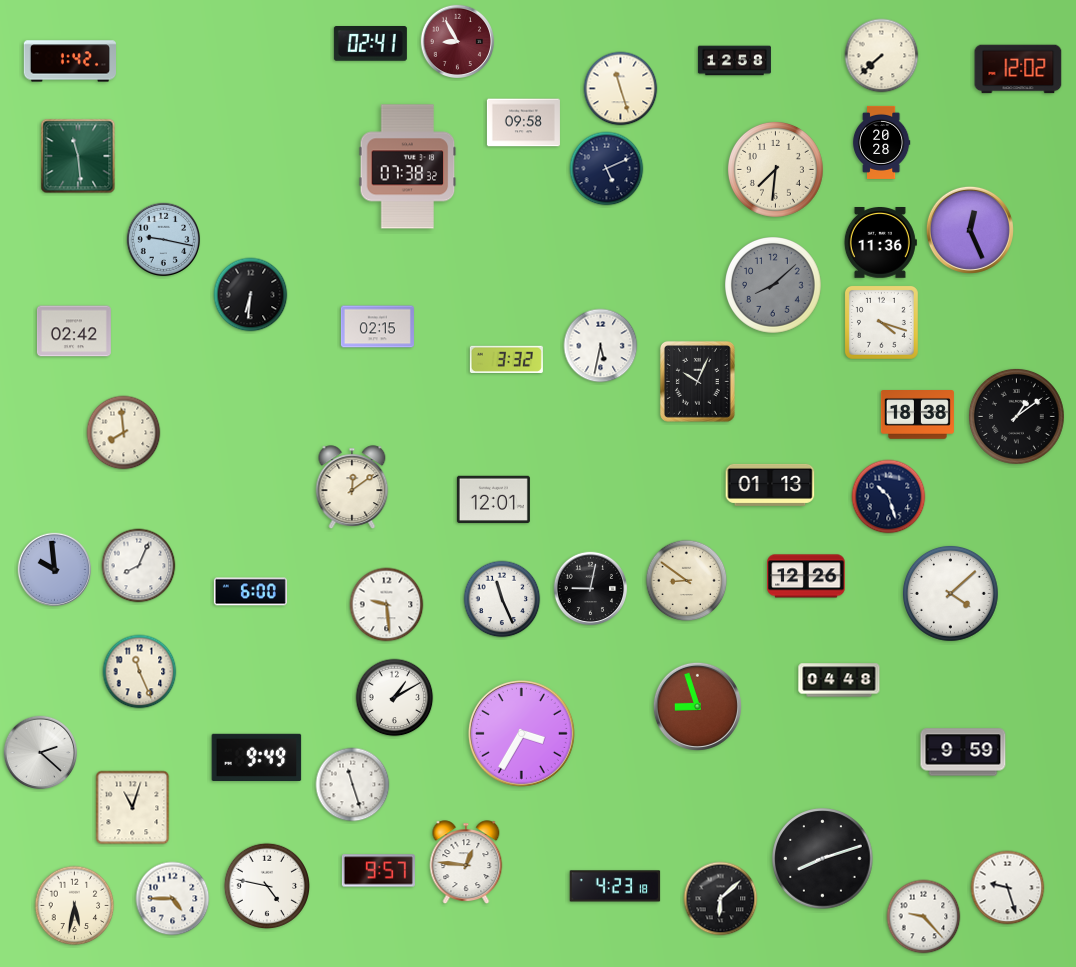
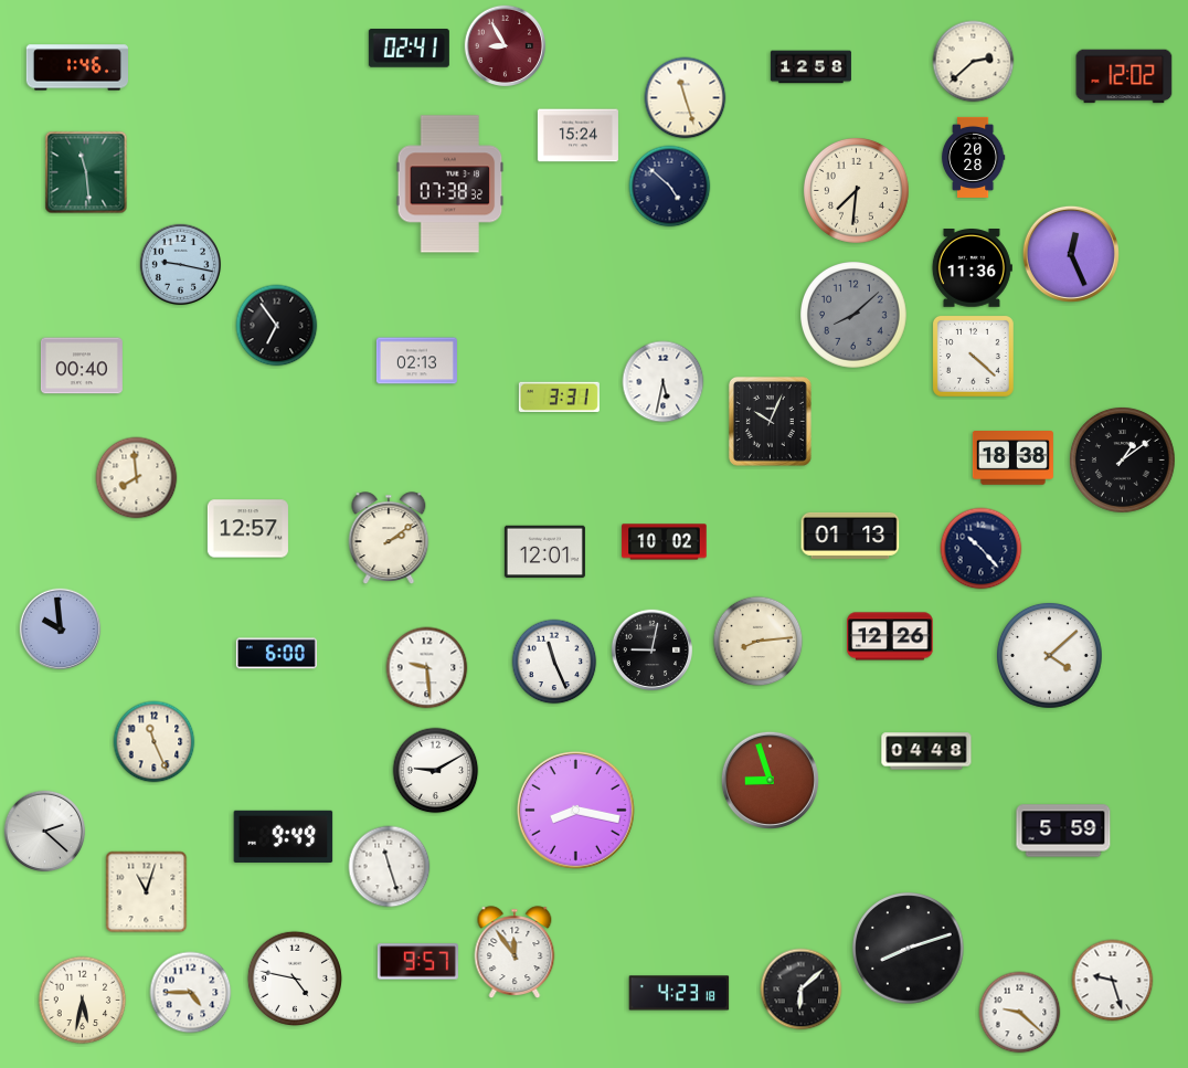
clock at (882, 56): 7:38 -> 2:38
clock at (70, 61): 1:42 -> 1:46
clock at (523, 123): 09:58 -> 15:24
clock at (607, 169): 5:11 -> 4:52
clock at (775, 169) position: (775, 169) -> (856, 190)
clock at (251, 295): 6:31 -> 6:54
clock at (881, 322): 4:18 -> 4:22
clock at (377, 327): 02:15 -> 02:13
clock at (74, 331): 02:42 -> 00:40
clock at (506, 359): 3:32 -> 3:31
clock at (247, 529): none -> 12:57
clock at (352, 487): 12:09 -> 2:09
clock at (665, 542): none -> 10:02
clock at (889, 497): 10:27 -> 10:23
clock at (139, 566): 8:04 -> none
clock at (687, 581): 8:51 -> 8:14
clock at (395, 698): 1:10 -> 9:10
clock at (521, 733): 3:35 -> 8:17
clock at (963, 752): 9:59 -> 5:59
clock at (466, 862): 12:46 -> 11:54
clock at (615, 886) position: (615, 886) -> (679, 993)
clock at (721, 899) position: (721, 899) -> (802, 990)
clock at (924, 917): 9:23 -> 9:22
